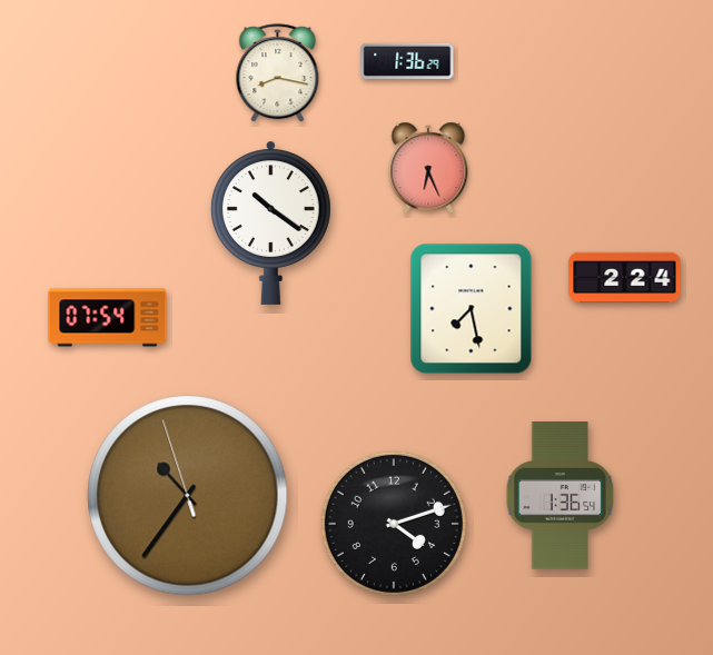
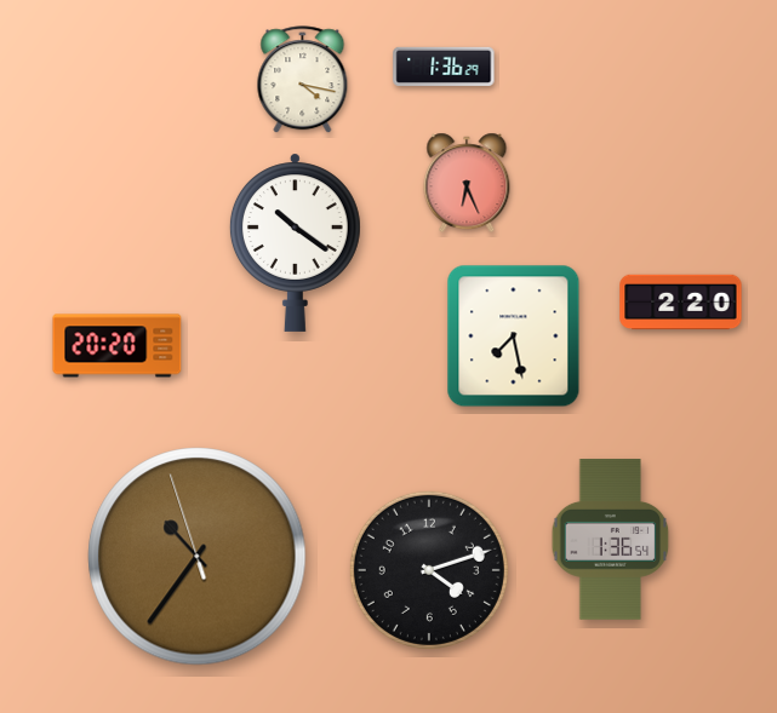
clock at (278, 73): 8:17 -> 4:17
clock at (625, 278): 2:24 -> 2:20
clock at (108, 318): 07:54 -> 20:20
clock at (188, 496) position: (188, 496) -> (198, 557)
